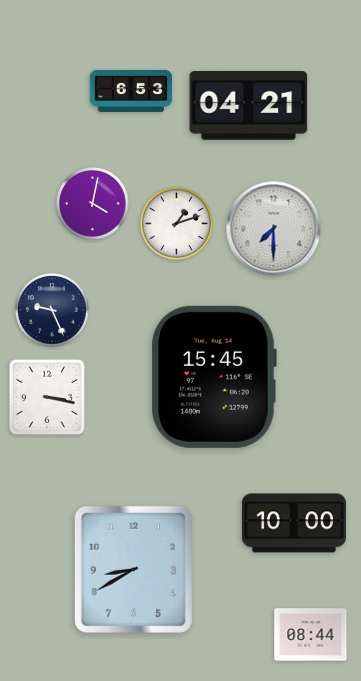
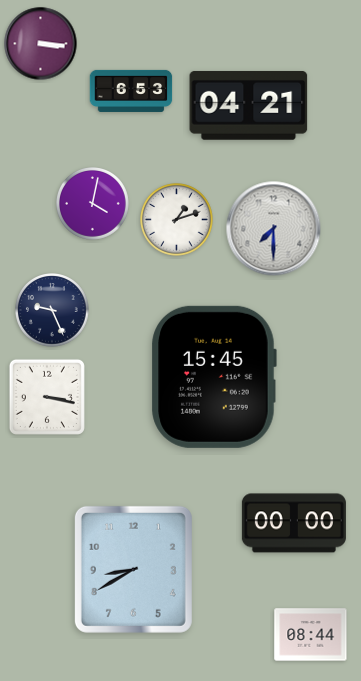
clock at (41, 44): none -> 3:16
clock at (177, 224) position: (177, 224) -> (177, 220)
clock at (294, 523): 10:00 -> 00:00
